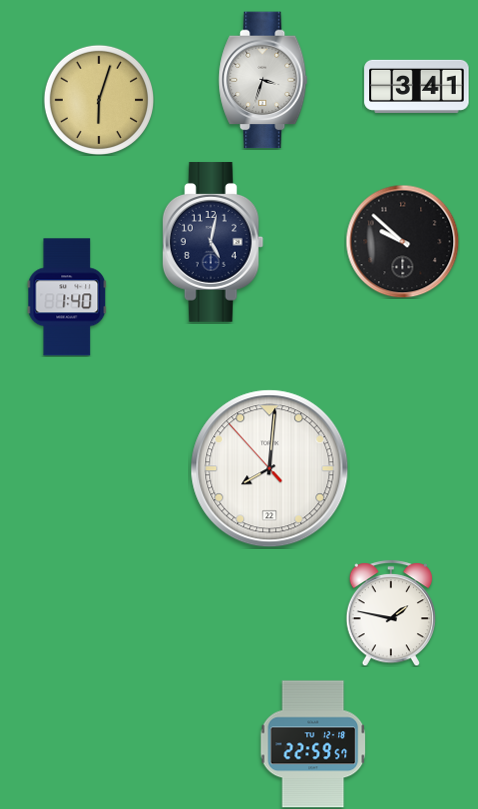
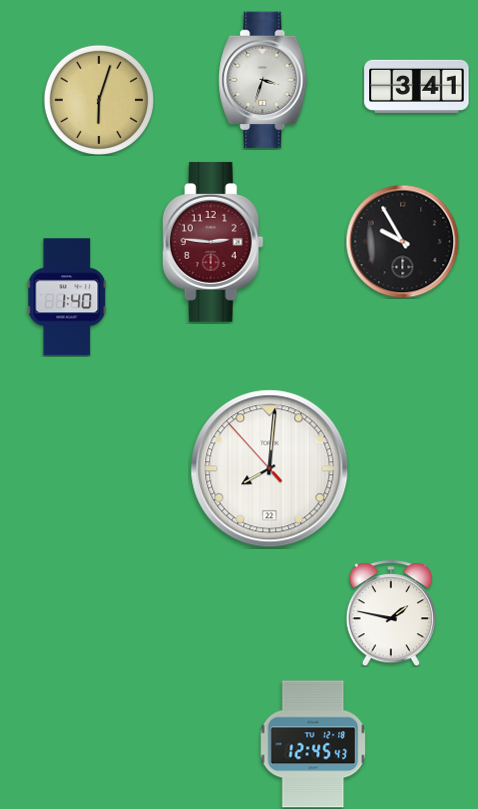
clock at (402, 241): 9:52 -> 9:55
clock at (213, 242): 5:02 -> 2:46
clock at (213, 242) dial: navy -> burgundy
clock at (313, 744): 22:59 -> 12:45
